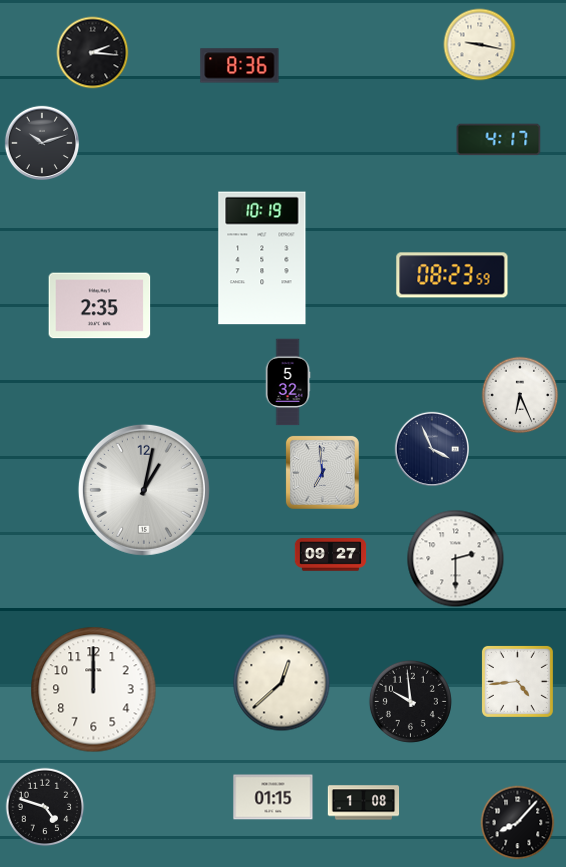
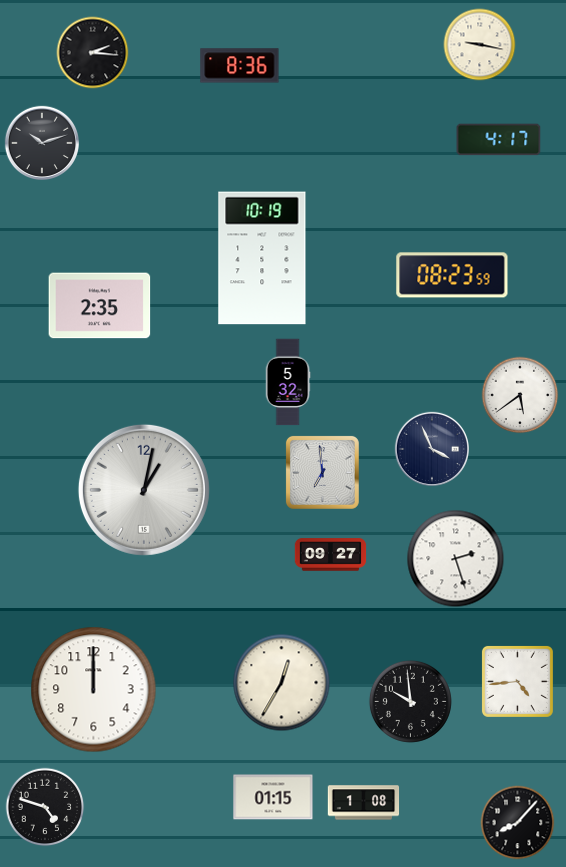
clock at (520, 395): 6:26 -> 5:39
clock at (456, 559): 2:30 -> 2:27
clock at (282, 683): 12:38 -> 12:35
